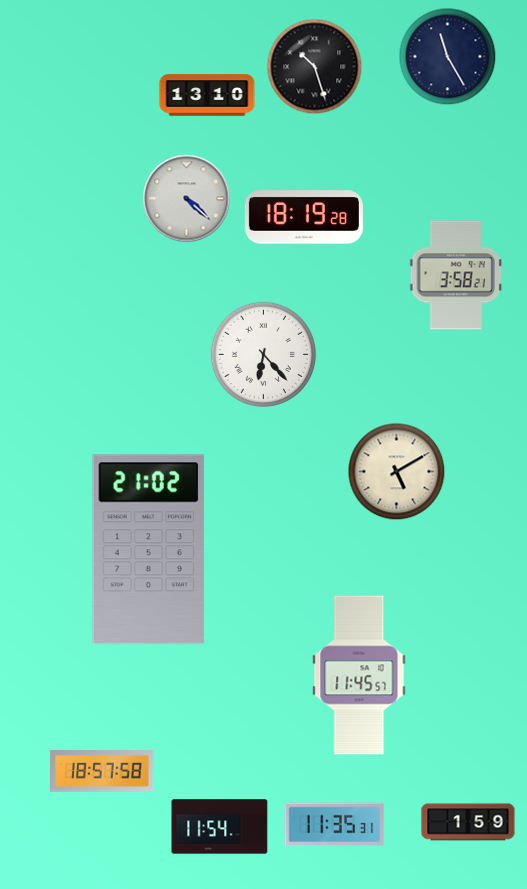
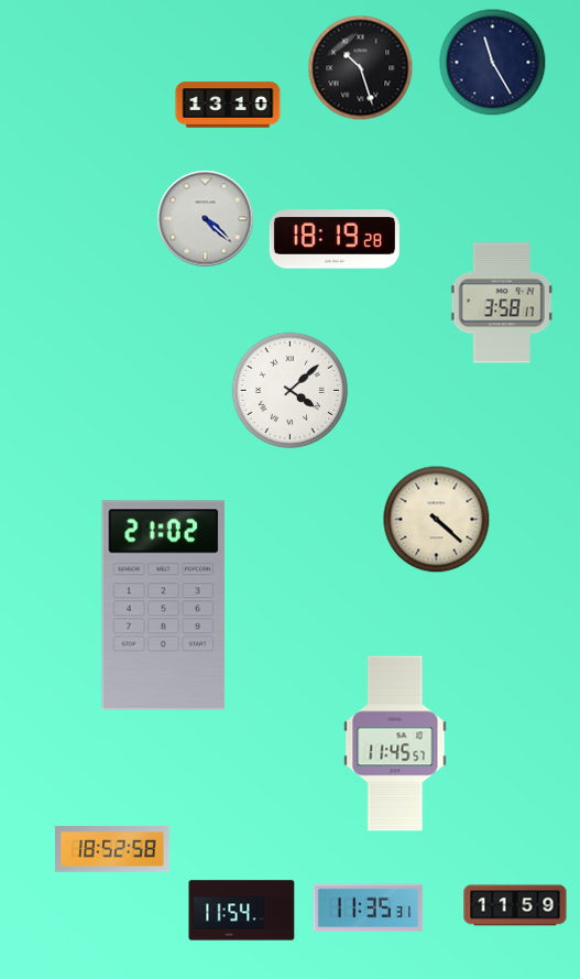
clock at (315, 67) position: (315, 67) -> (361, 68)
clock at (456, 275): 3:58:21 -> 3:58:17
clock at (263, 354): 6:23 -> 4:08
clock at (397, 472): 5:10 -> 4:22
clock at (103, 771): 18:57 -> 18:52
clock at (468, 822): 1:59 -> 11:59
